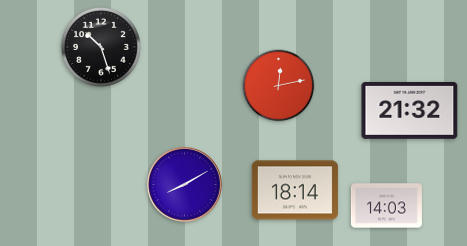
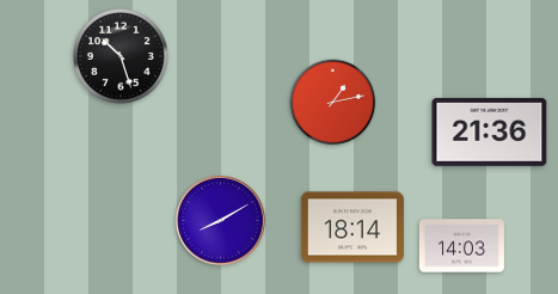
clock at (279, 86): 12:13 -> 1:13
clock at (410, 110): 21:32 -> 21:36
